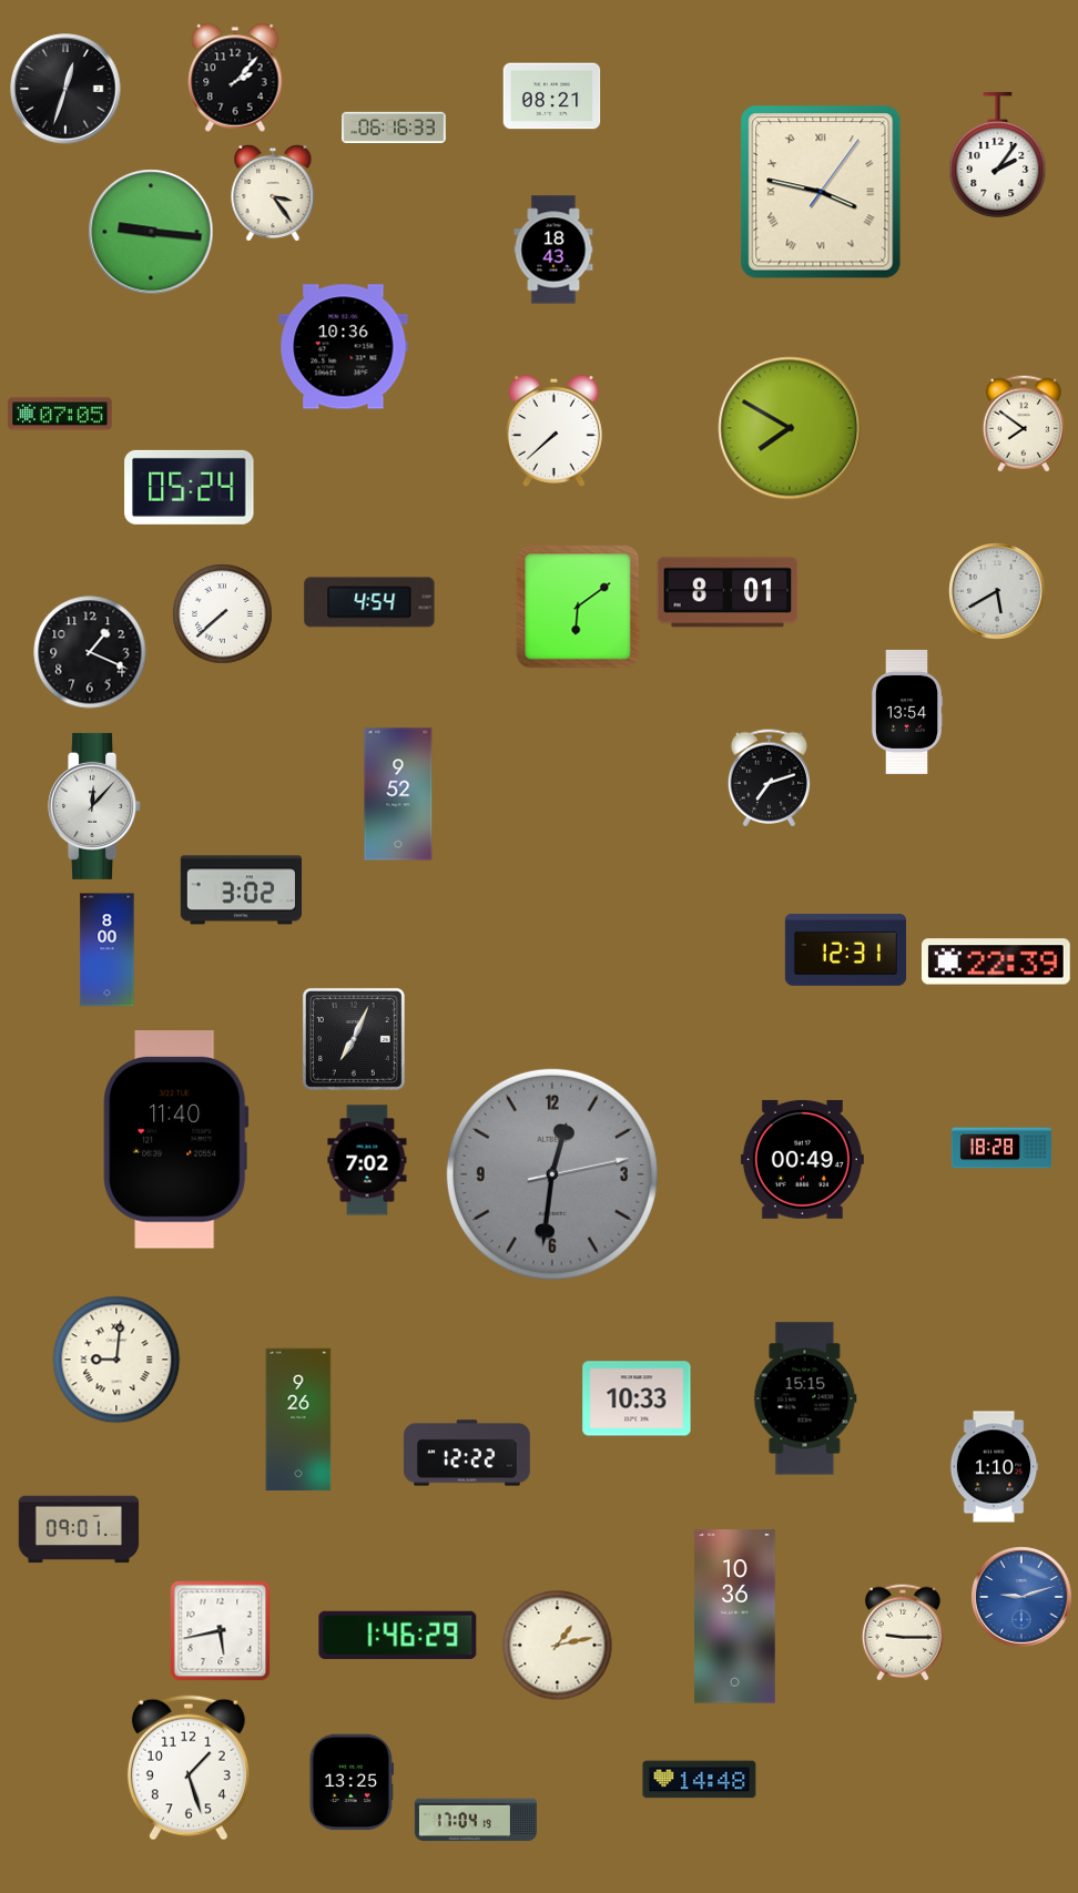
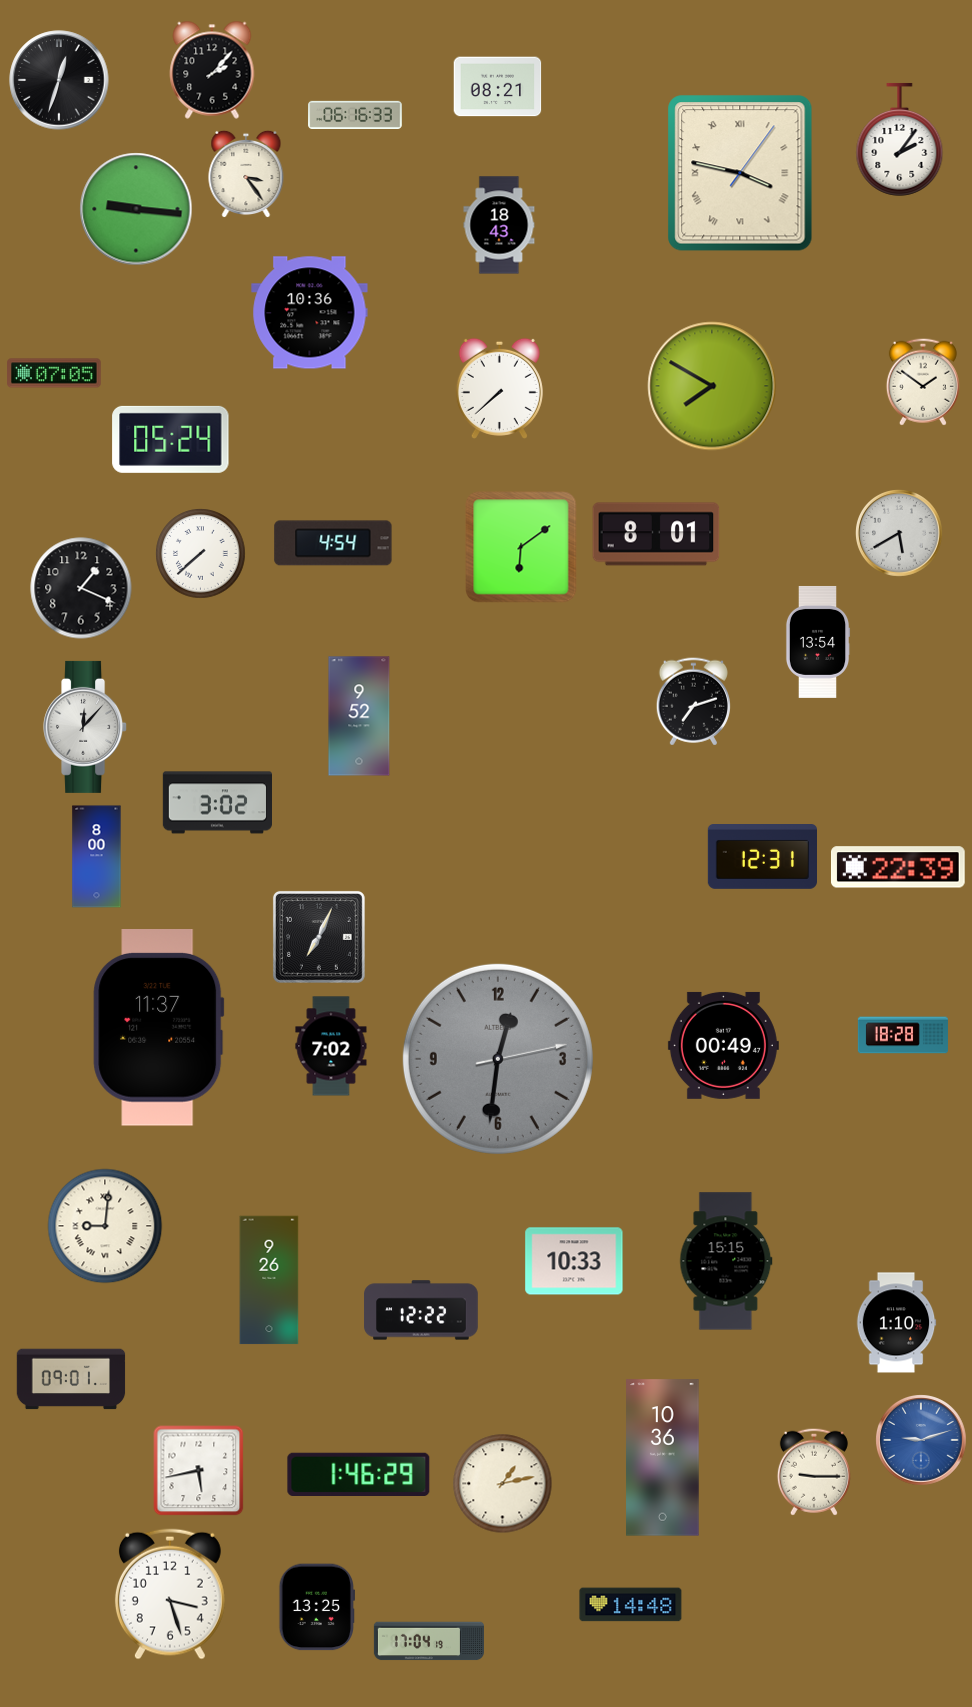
clock at (1024, 424): 7:51 -> 1:51
clock at (176, 1140): 11:40 -> 11:37
clock at (189, 1768): 1:27 -> 3:27
